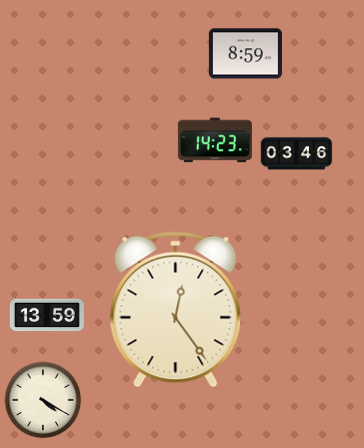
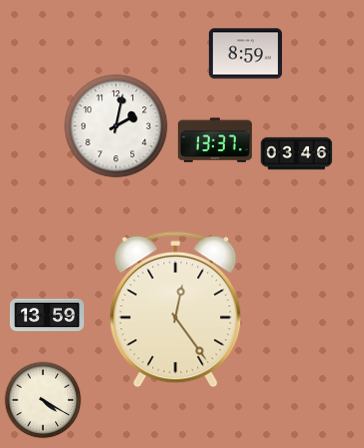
clock at (116, 126): none -> 2:02
clock at (215, 140): 14:23 -> 13:37
